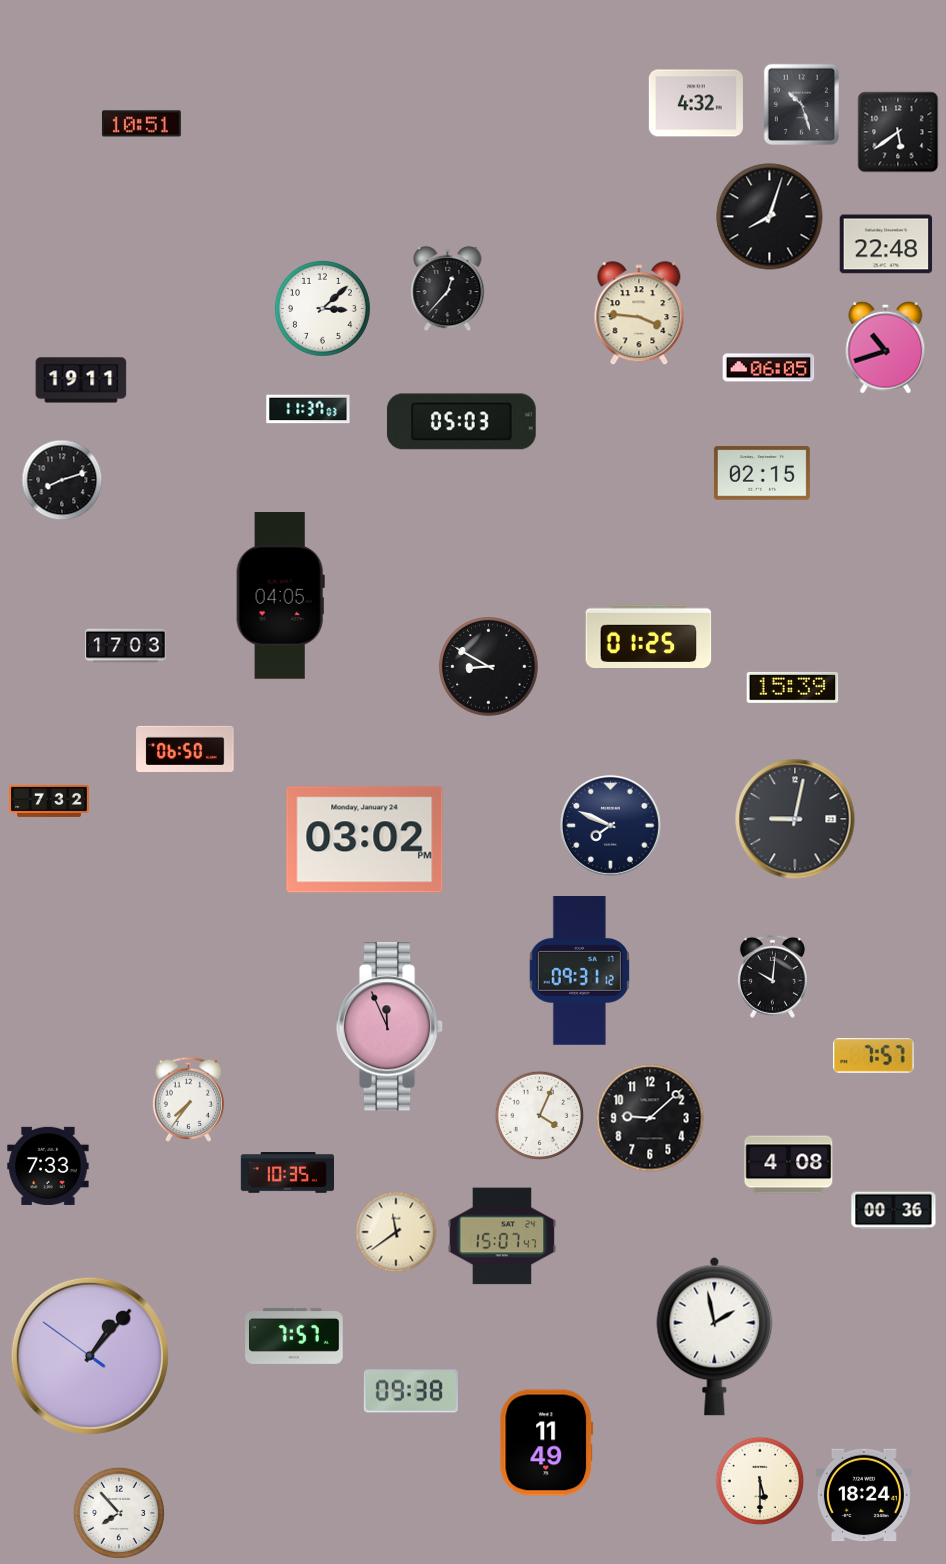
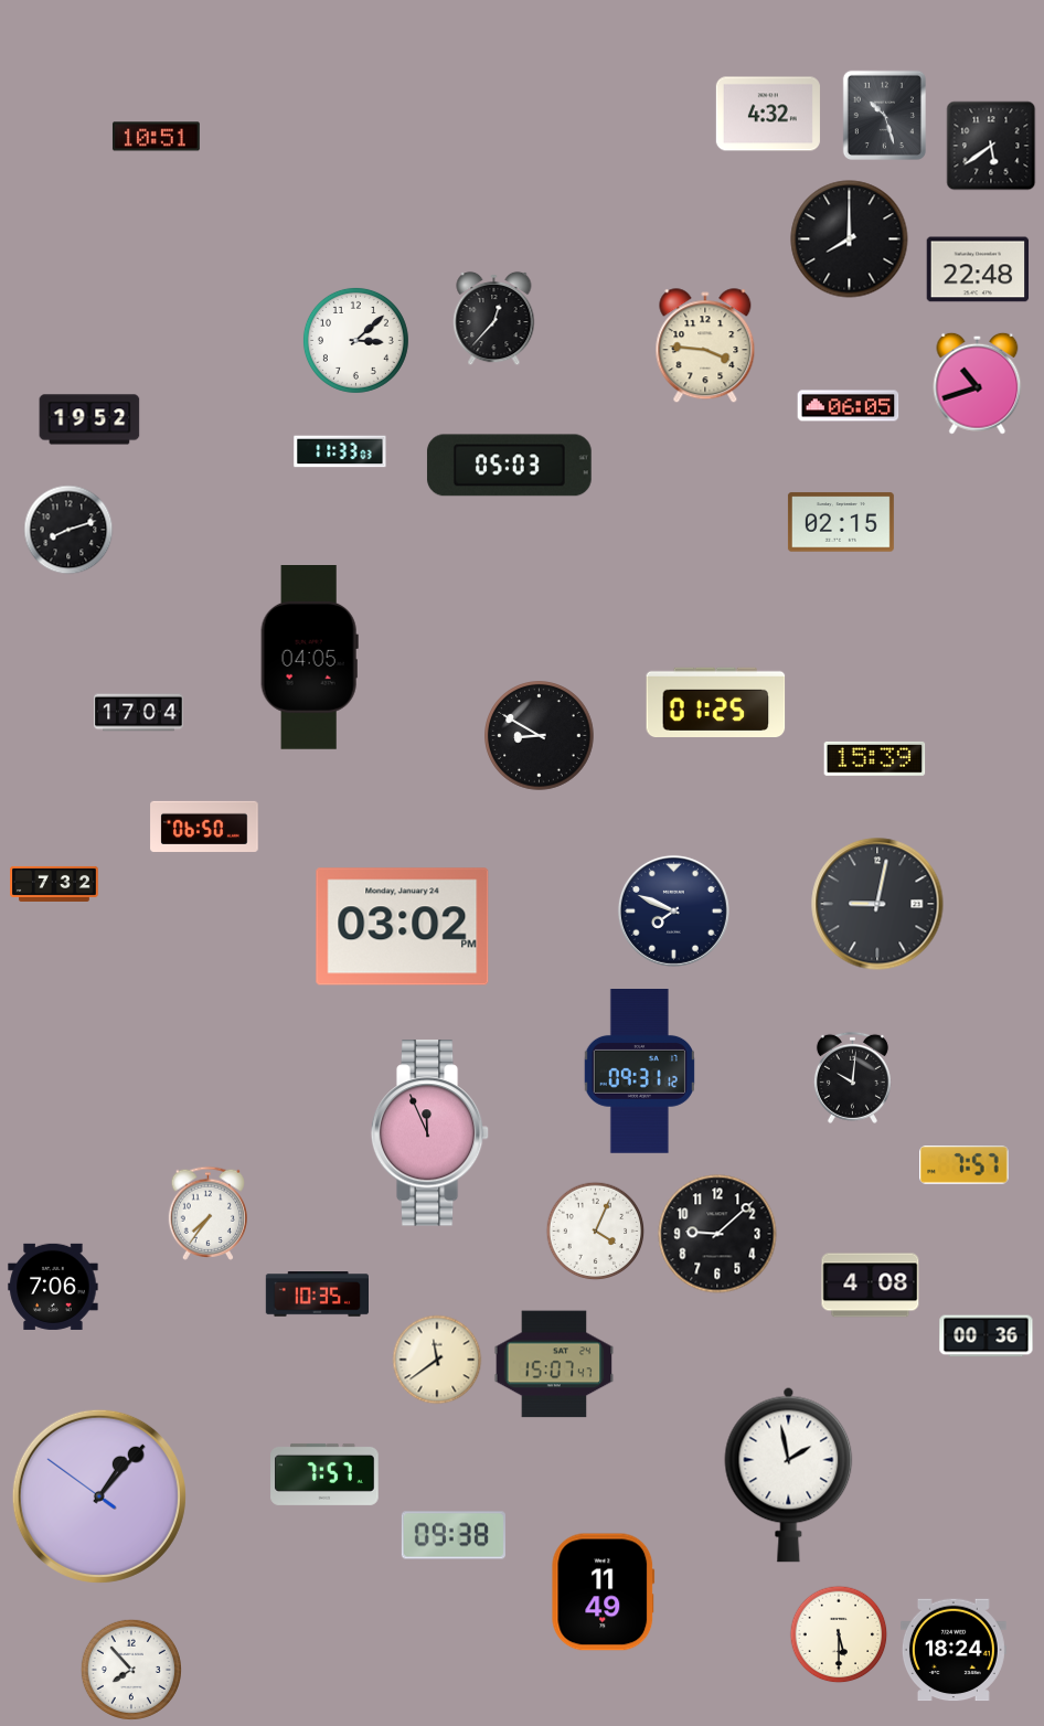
clock at (770, 217): 8:03 -> 8:00
clock at (81, 380): 19:11 -> 19:52
clock at (308, 409): 11:37 -> 11:33
clock at (126, 646): 17:03 -> 17:04
clock at (48, 1166): 7:33 -> 7:06
